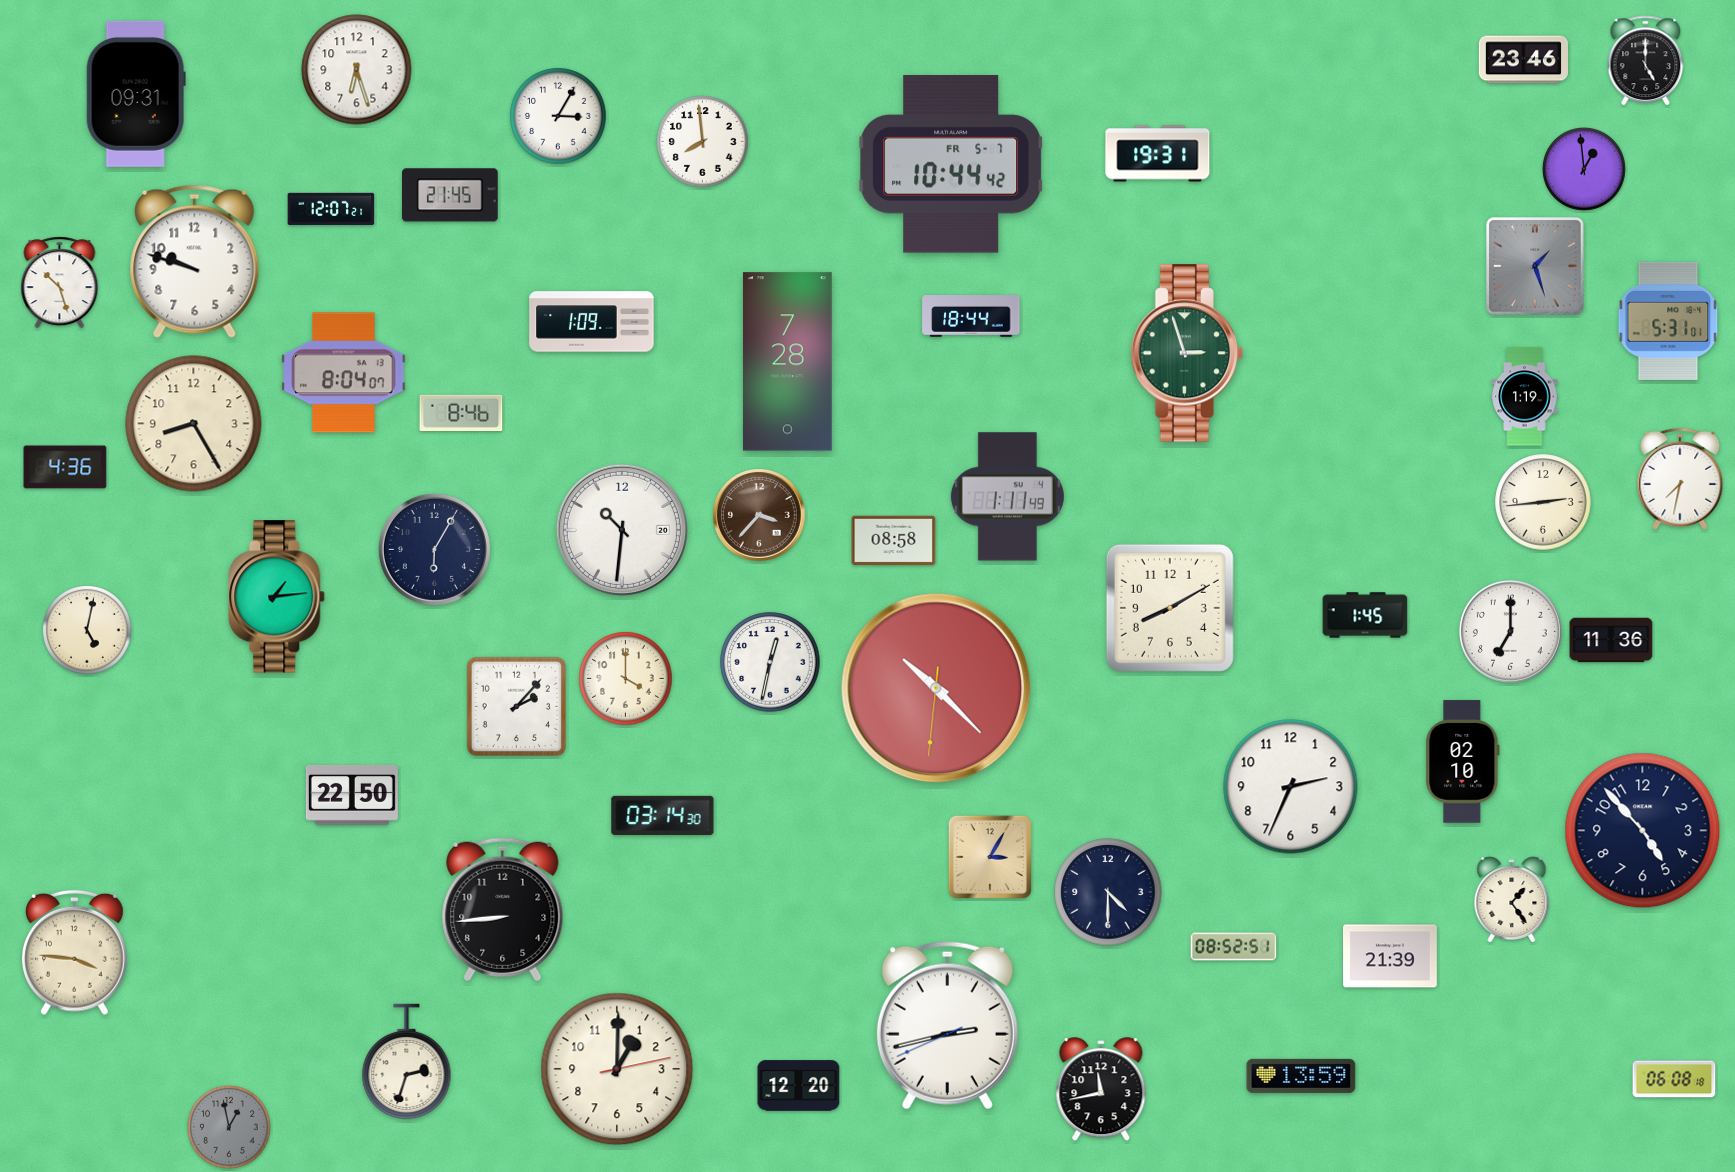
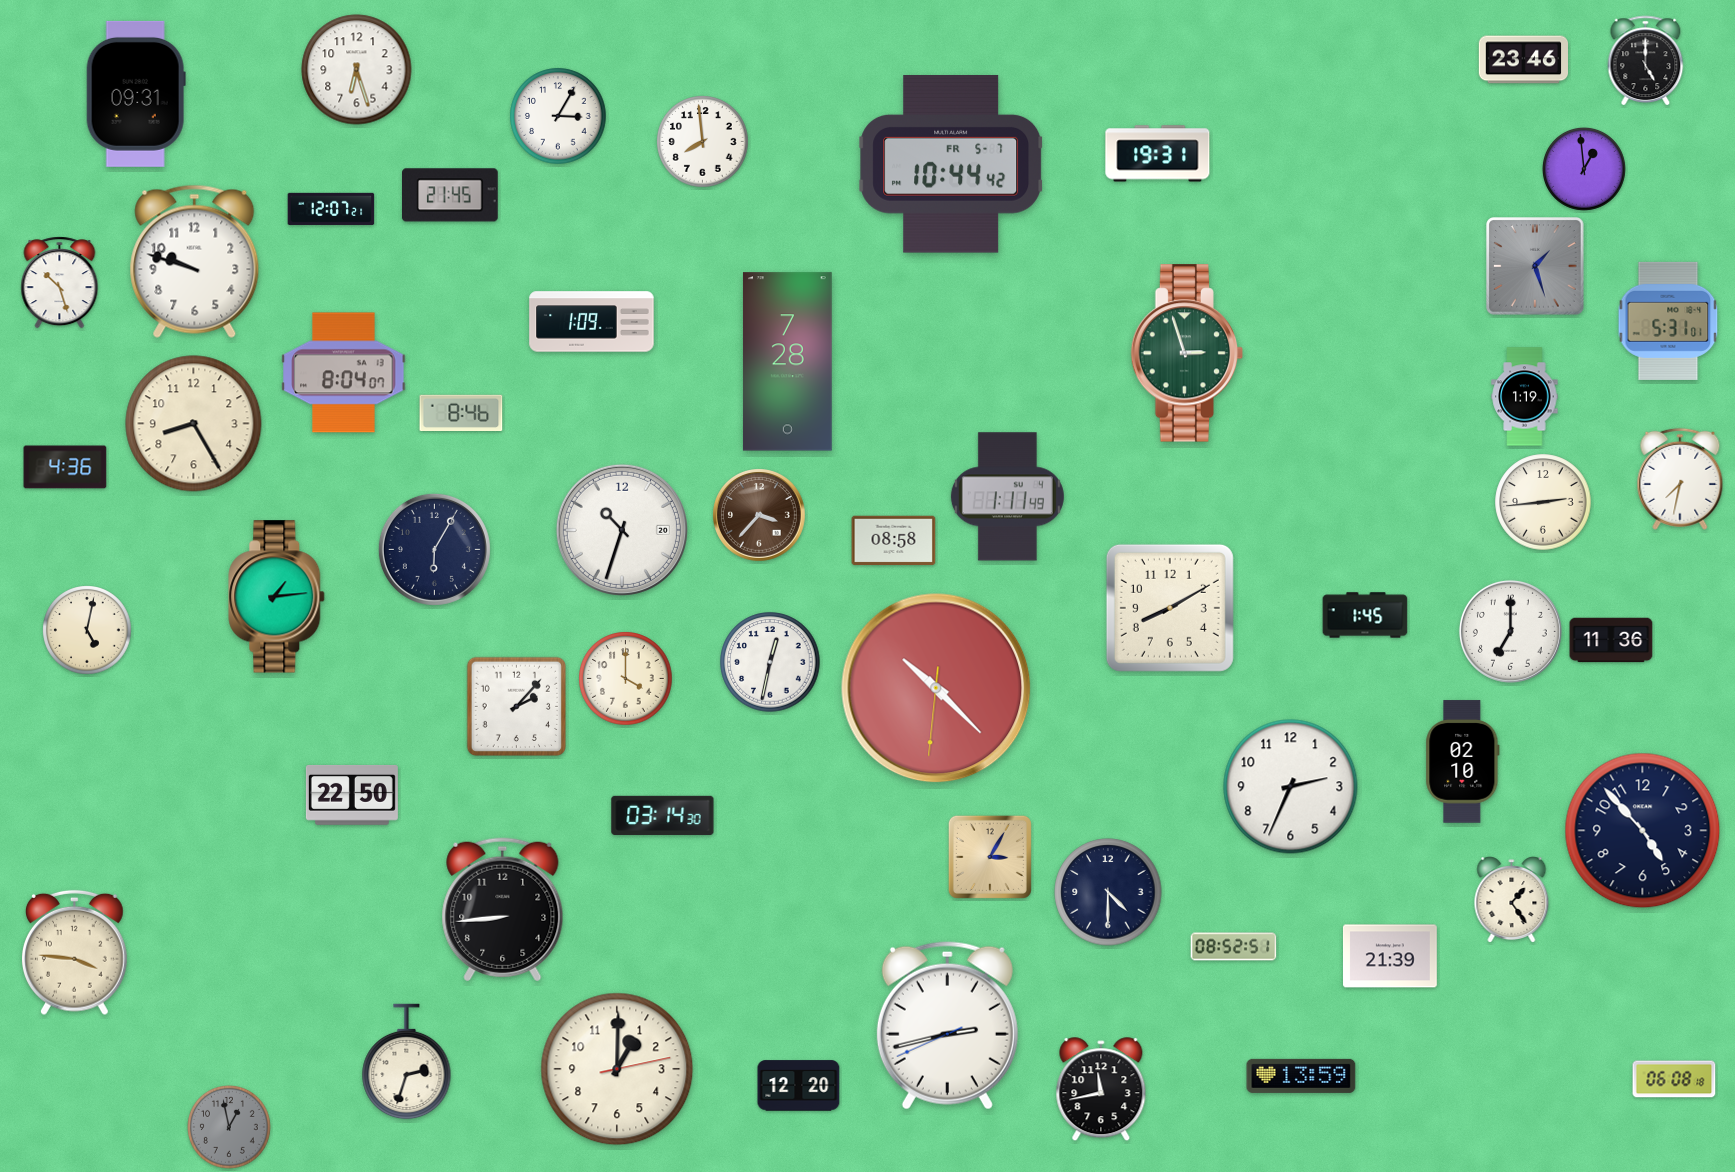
clock at (971, 317): 18:44 -> none
clock at (622, 530): 10:31 -> 10:33
